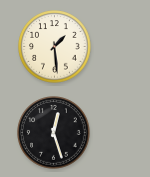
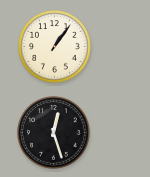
clock at (55, 47): 1:29 -> 1:06
